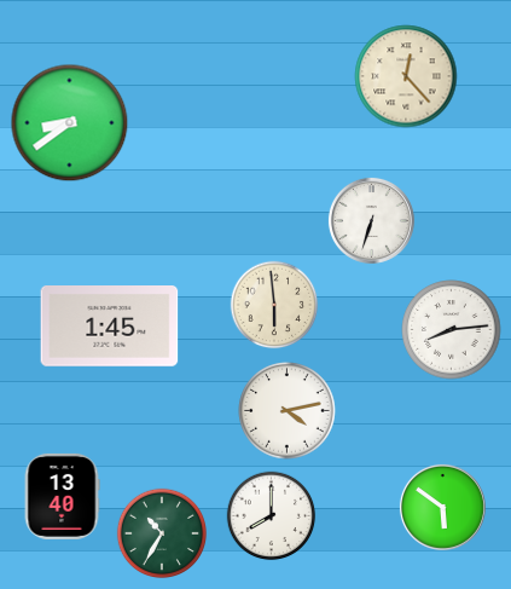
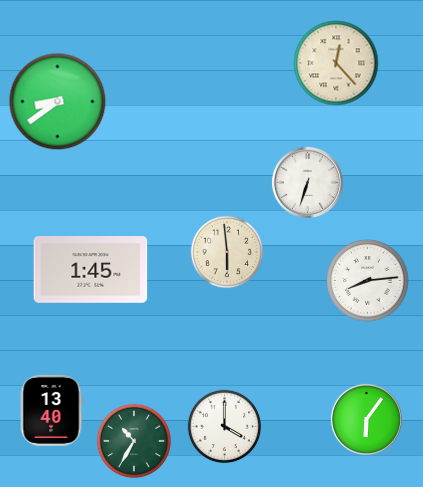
clock at (452, 330) position: (452, 330) -> (368, 281)
clock at (288, 411): 4:13 -> none
clock at (442, 507): 5:51 -> 6:06
clock at (272, 516): 8:00 -> 4:00
